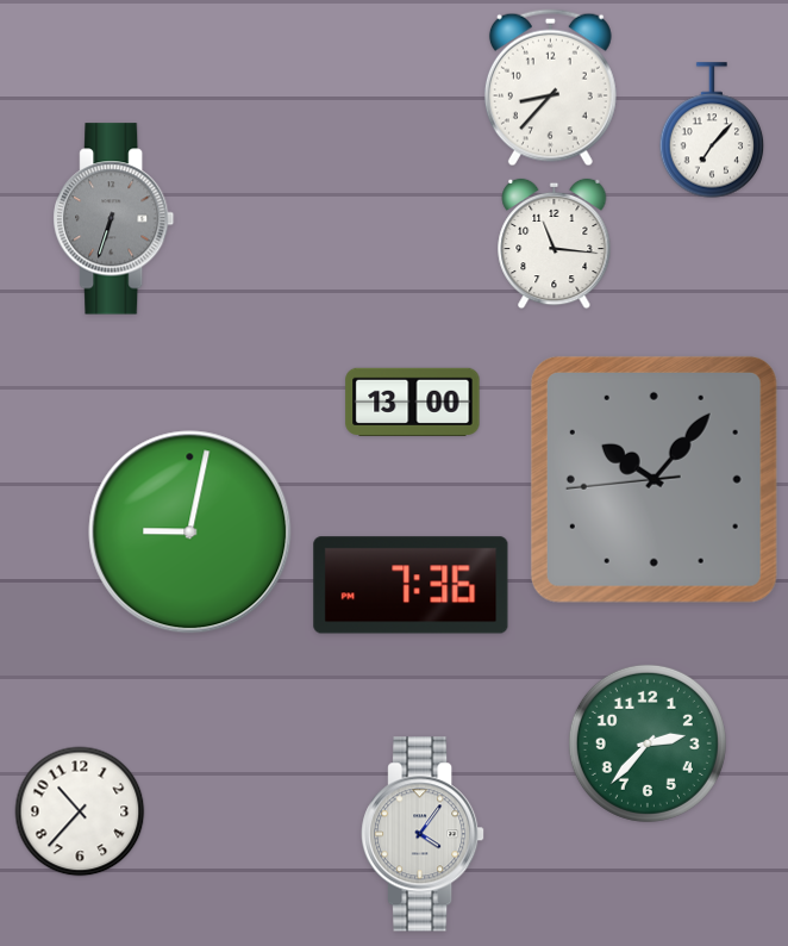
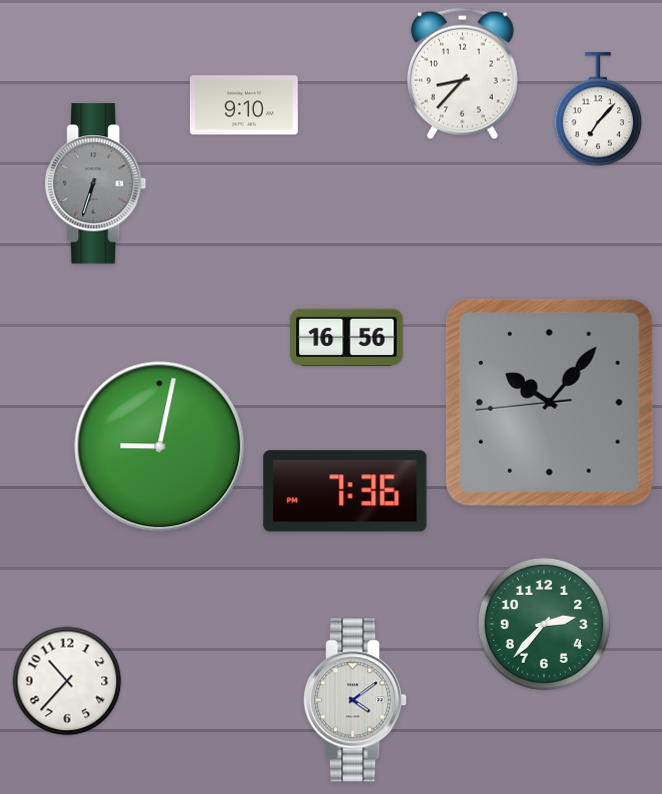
clock at (244, 105): none -> 9:10
clock at (555, 244): 11:16 -> none
clock at (413, 402): 13:00 -> 16:56
clock at (423, 834): 4:06 -> 4:09
